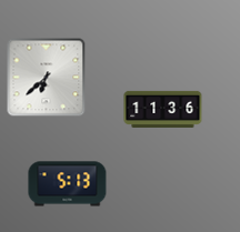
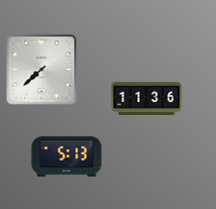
clock at (47, 78): 6:38 -> 7:38
clock at (68, 184) position: (68, 184) -> (67, 157)
